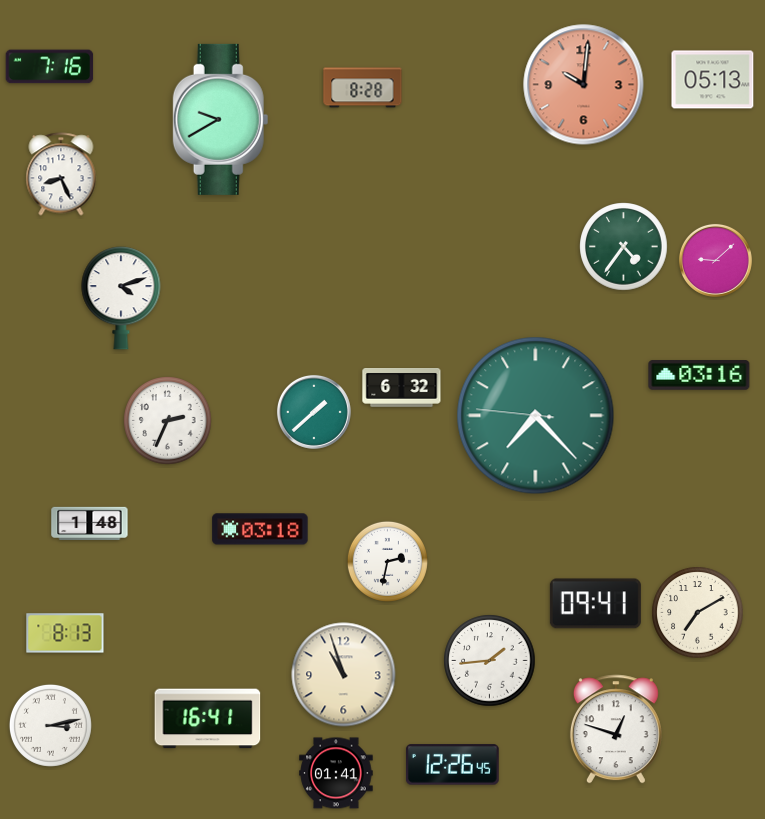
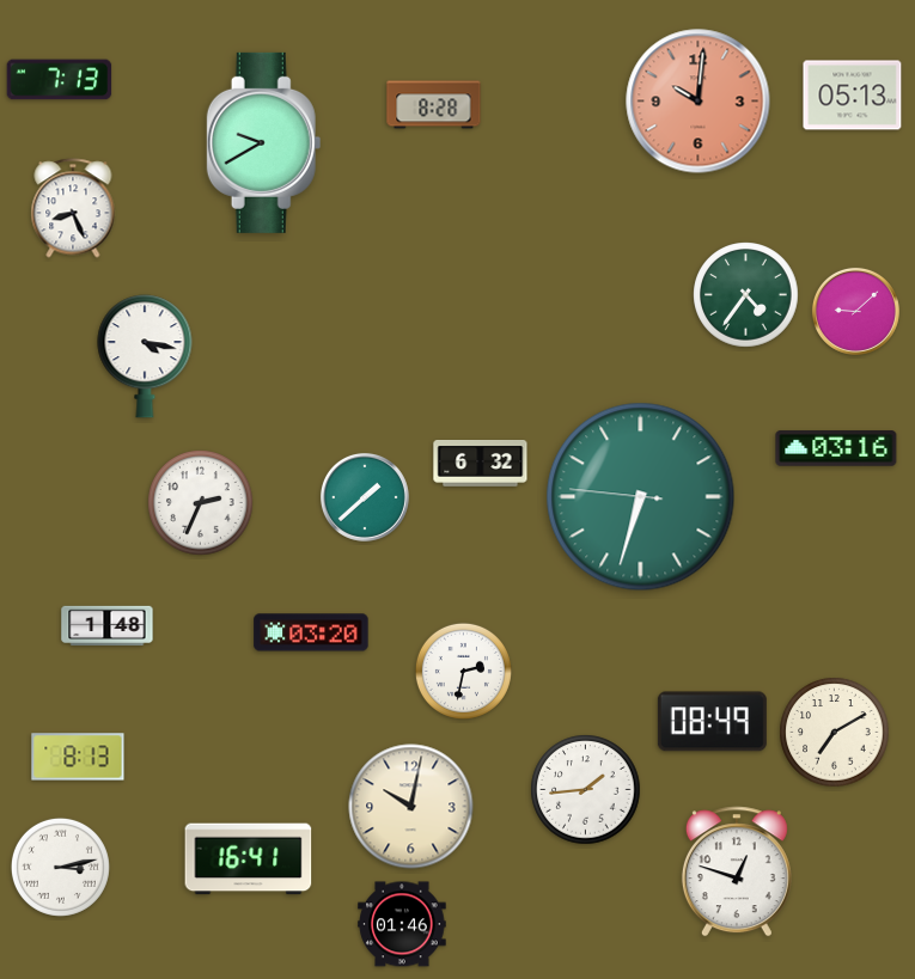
clock at (50, 67): 7:16 -> 7:13
clock at (121, 298): 4:12 -> 4:17
clock at (314, 412) position: (314, 412) -> (365, 497)
clock at (536, 416): 7:22 -> 6:32
clock at (260, 529): 03:18 -> 03:20
clock at (595, 604): 09:41 -> 08:49
clock at (344, 675): 10:57 -> 10:02
clock at (452, 765): 12:26 -> none
clock at (336, 773): 01:41 -> 01:46
